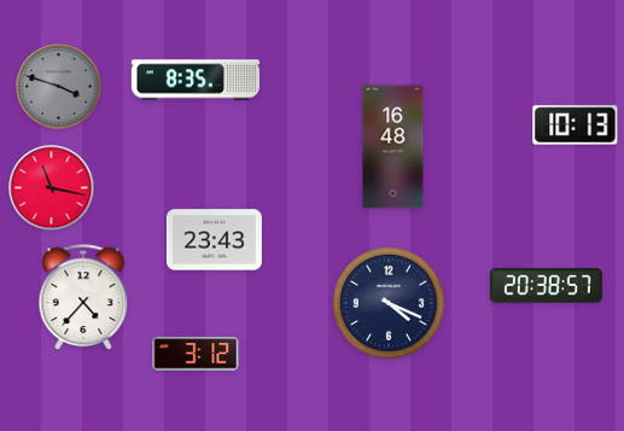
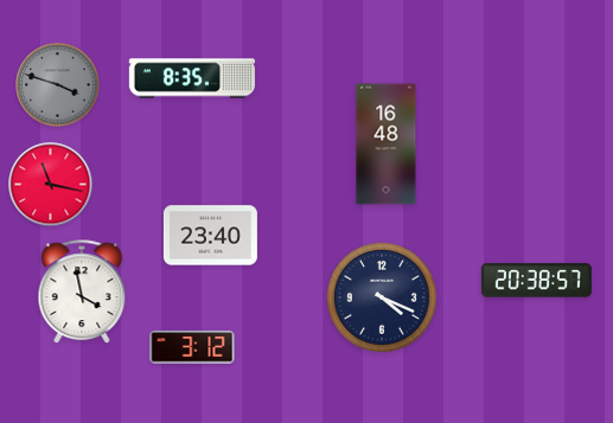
clock at (576, 126): 10:13 -> none
clock at (214, 240): 23:43 -> 23:40
clock at (83, 298): 4:37 -> 3:58
